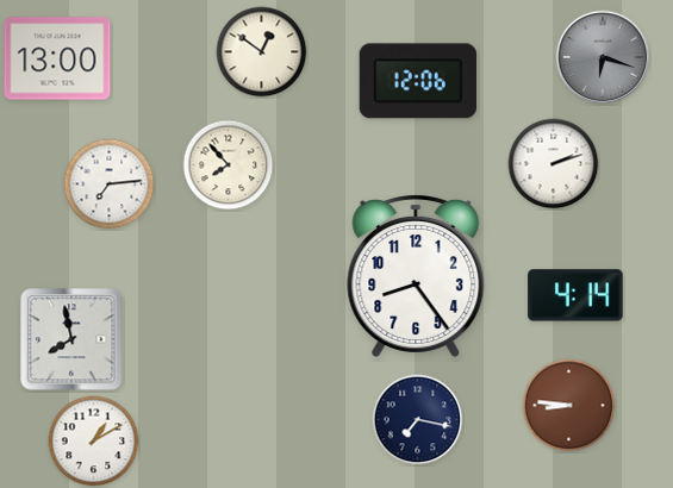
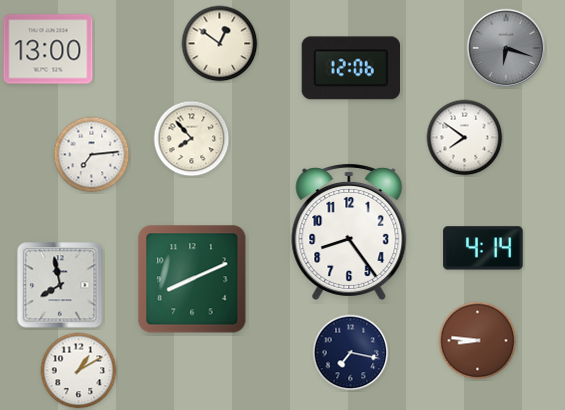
clock at (554, 164): 2:12 -> 7:51
clock at (192, 279): none -> 8:11
